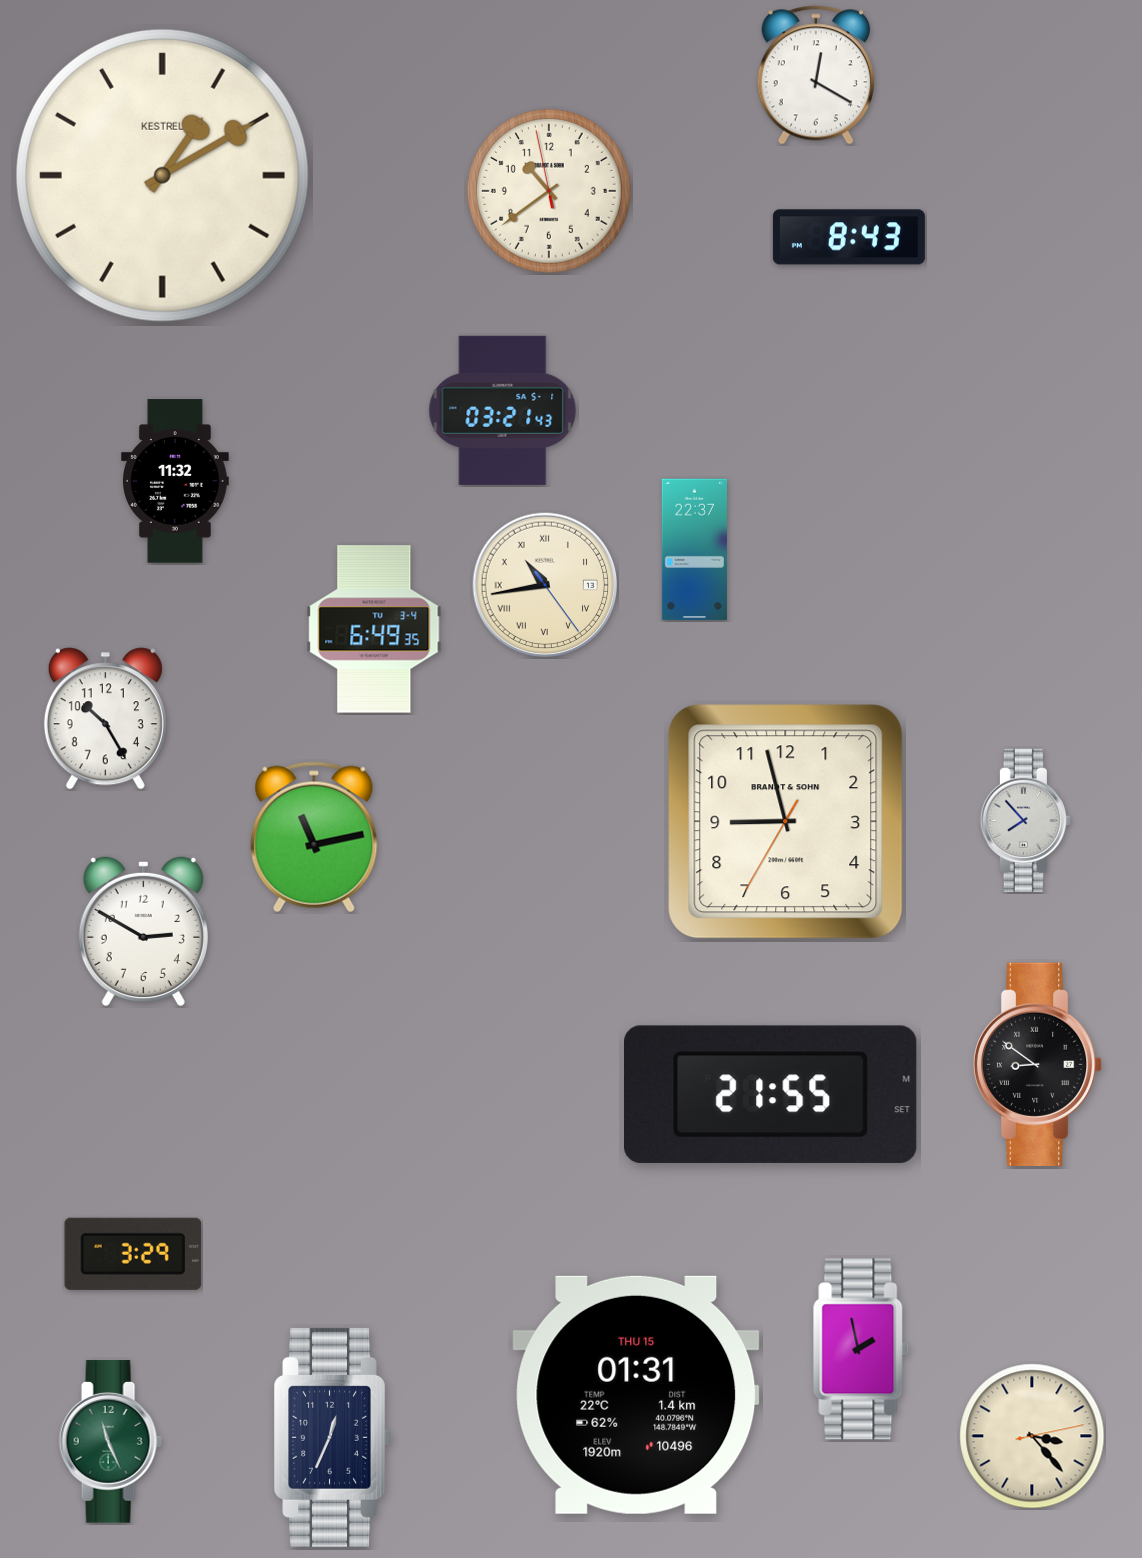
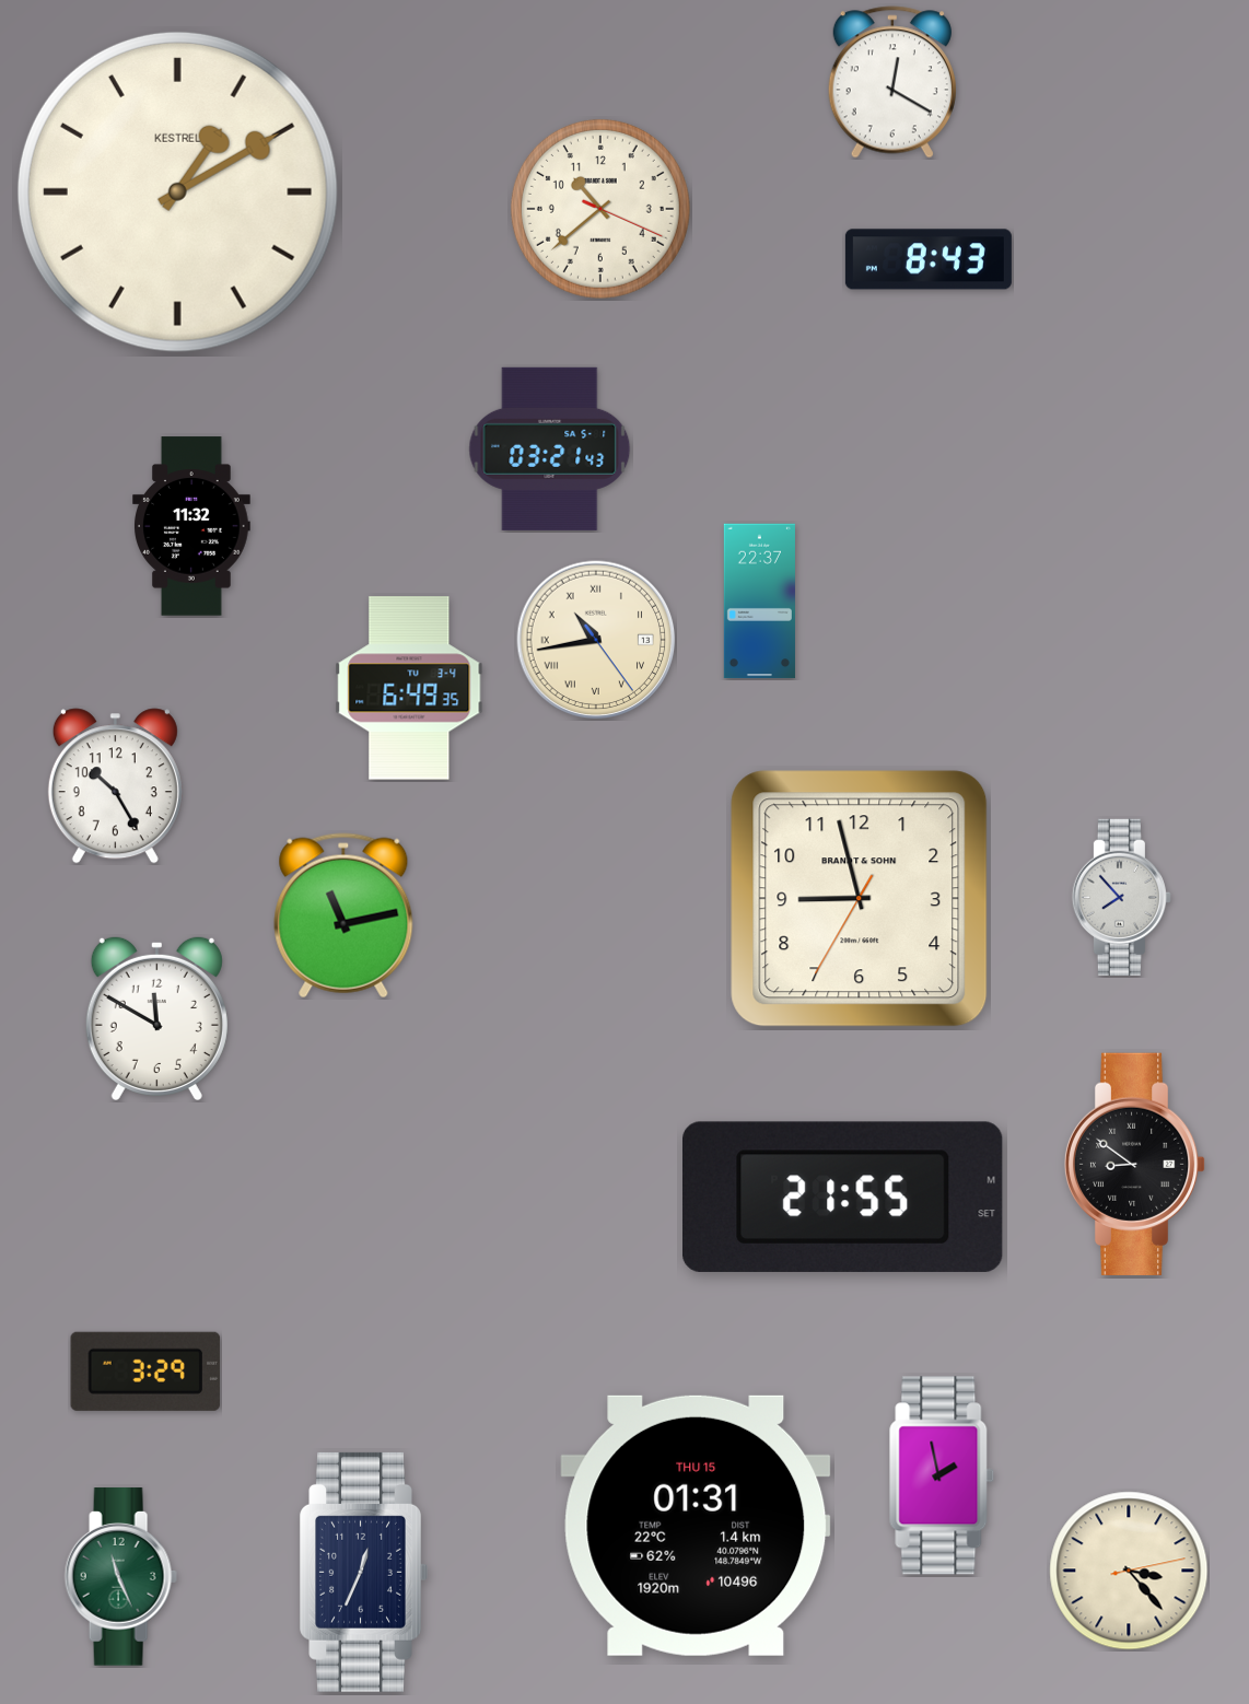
clock at (549, 191): 10:38:58 -> 10:38:19
clock at (143, 930): 2:50 -> 11:50
